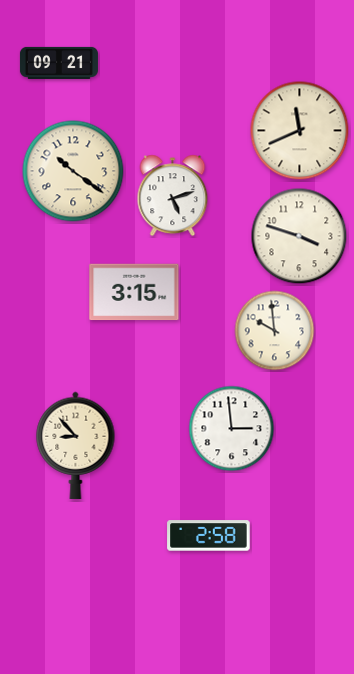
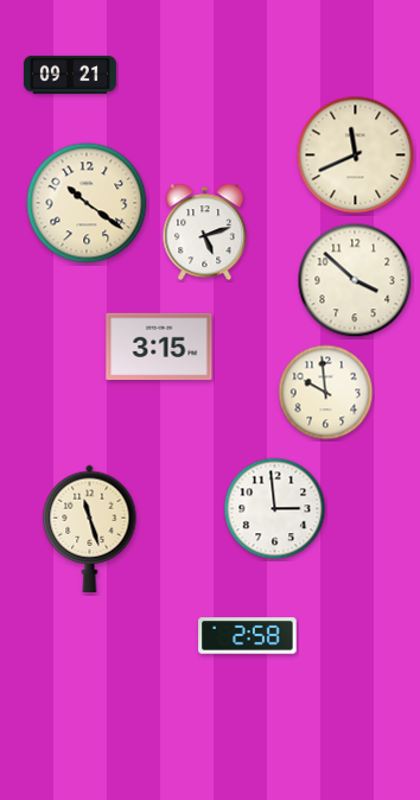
clock at (299, 236): 3:48 -> 3:52
clock at (76, 445): 8:53 -> 11:27
